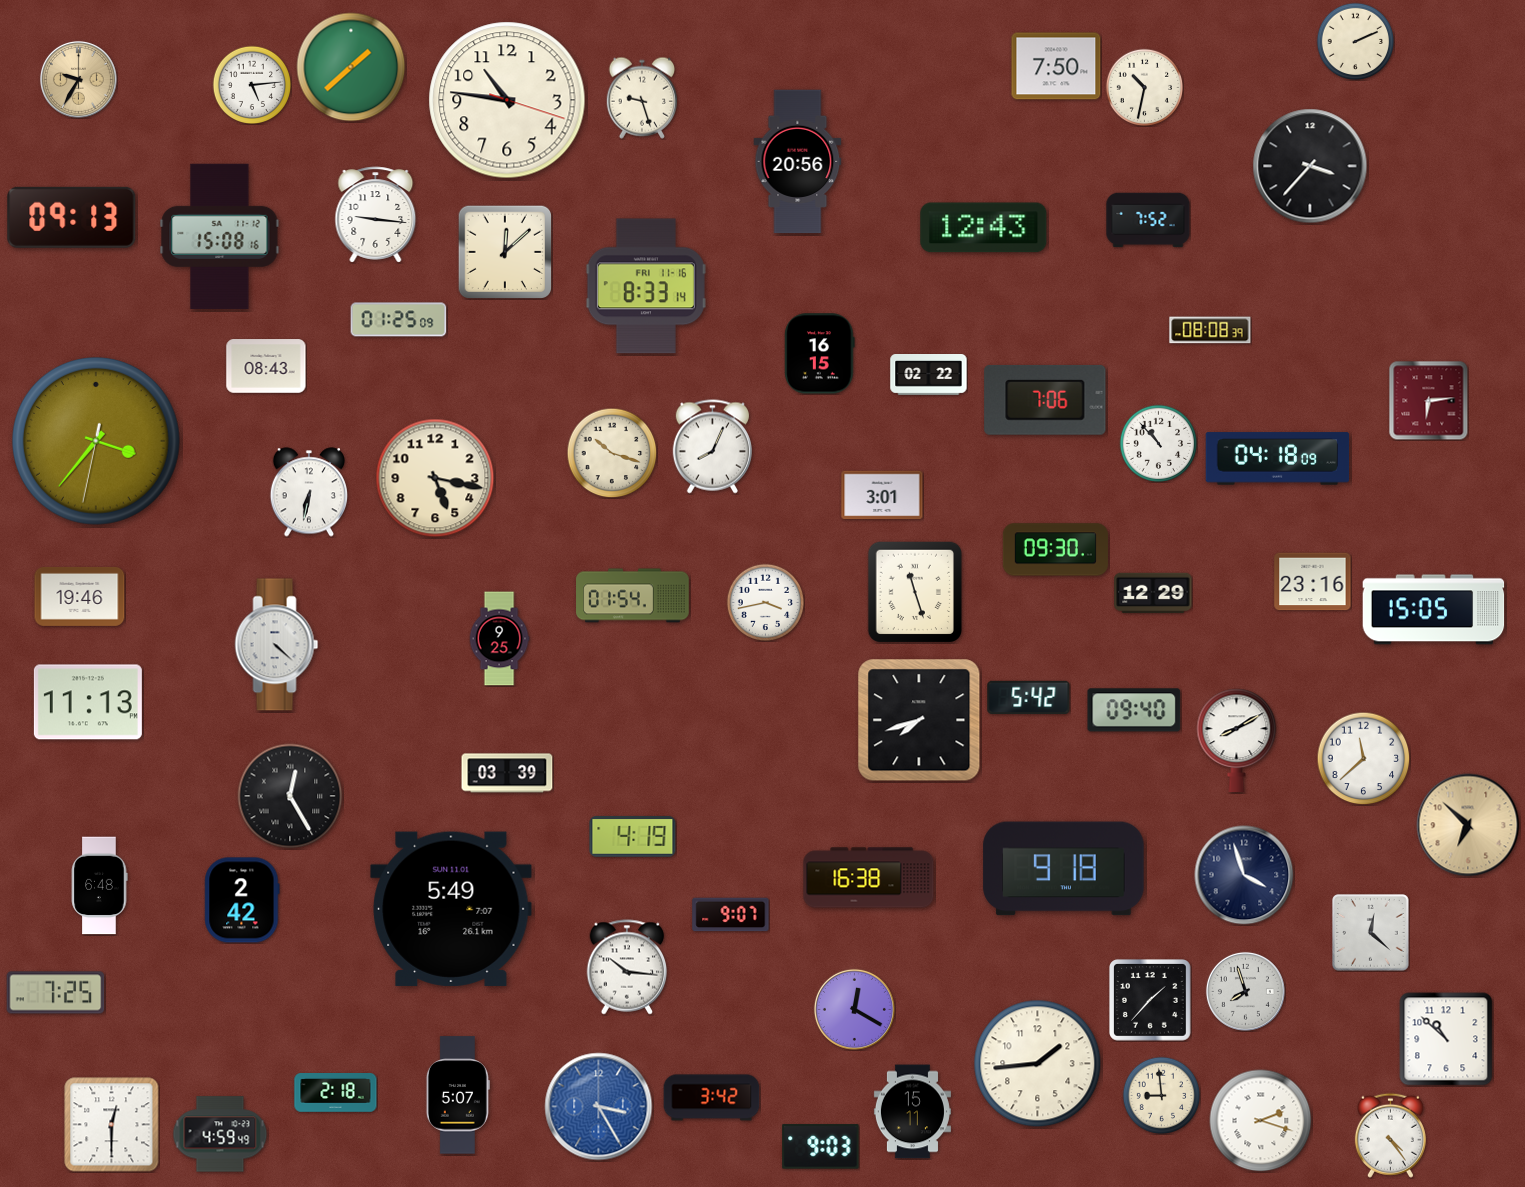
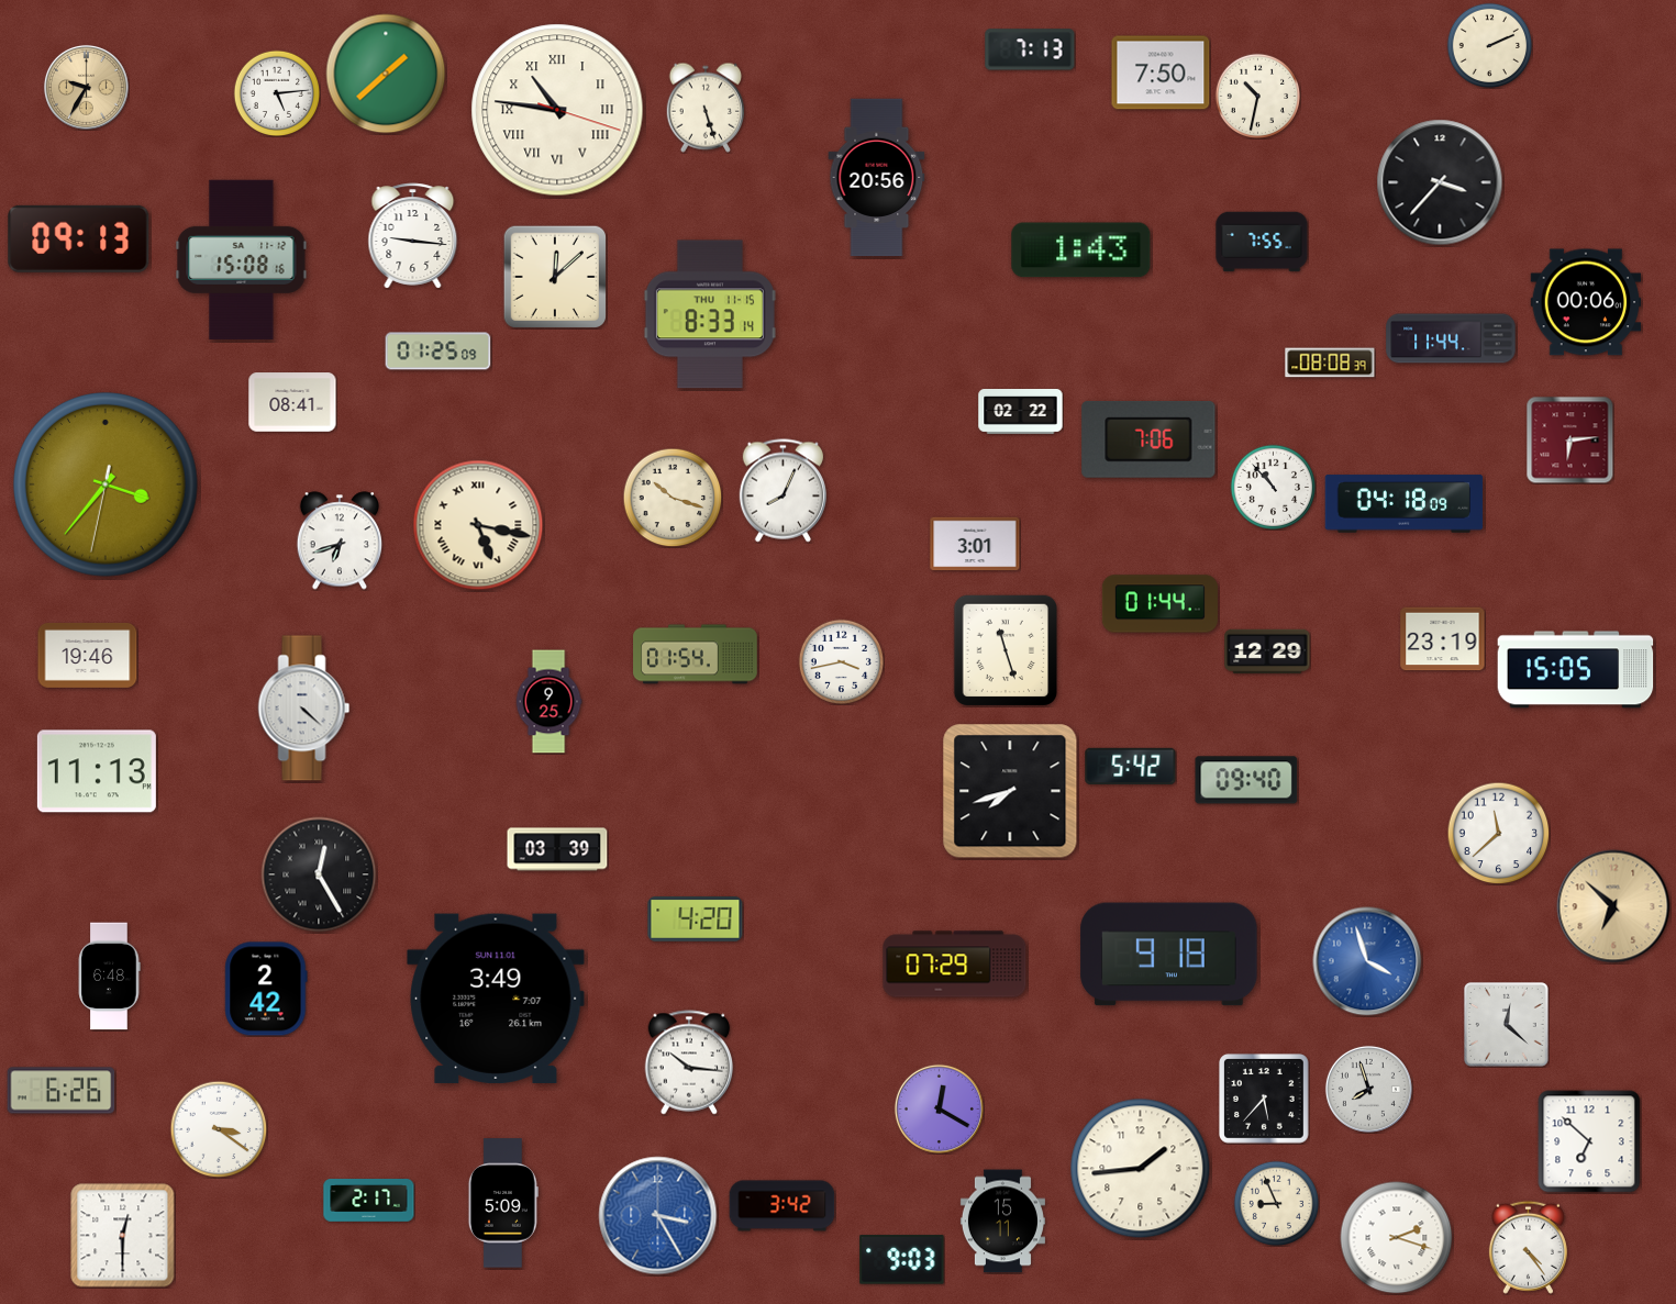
clock at (1030, 49): none -> 7:13
clock at (642, 98): 9:27 -> 5:27
clock at (507, 100) numerals: Arabic -> Roman
clock at (1148, 220): 7:52 -> 7:55
clock at (984, 228): 12:43 -> 1:43
clock at (1586, 302): none -> 00:06
clock at (646, 286) date: FRI 11-16 -> THU 11-15
clock at (1451, 338): none -> 11:44
clock at (820, 354): 16:15 -> none
clock at (266, 366): 08:43 -> 08:41
clock at (435, 478) numerals: Arabic -> Roman
clock at (308, 492): 6:32 -> 6:42
clock at (882, 495) position: (882, 495) -> (975, 544)
clock at (1055, 550): 09:30 -> 01:44
clock at (1313, 582): 23:16 -> 23:19
clock at (1237, 740): 8:10 -> none
clock at (633, 837): 4:19 -> 4:20
clock at (1244, 875) dial: navy -> blue
clock at (869, 878): 16:38 -> 07:29
clock at (99, 886) position: (99, 886) -> (109, 977)
clock at (451, 909): 5:49 -> 3:49
clock at (731, 915): 9:07 -> none
clock at (56, 993): 7:25 -> 6:26
clock at (1151, 1001): 1:37 -> 5:37
clock at (219, 1129): none -> 3:21
clock at (1446, 1039): 10:52 -> 6:52
clock at (336, 1093): 2:18 -> 2:17
clock at (458, 1095): 5:07 -> 5:09
clock at (1161, 1095): 8:59 -> 8:56
clock at (1261, 1121) position: (1261, 1121) -> (1397, 1238)
clock at (220, 1134): 4:59 -> none
